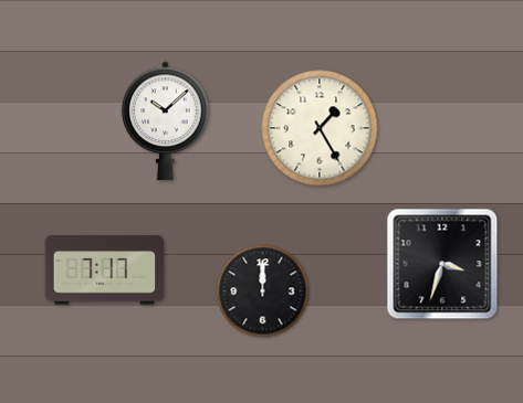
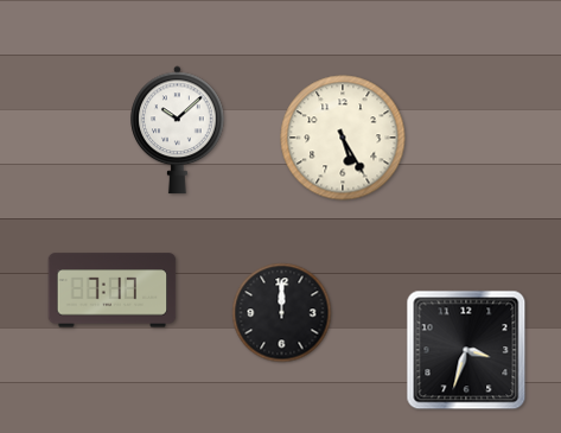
clock at (320, 128): 1:25 -> 5:25
clock at (442, 264) position: (442, 264) -> (466, 350)
